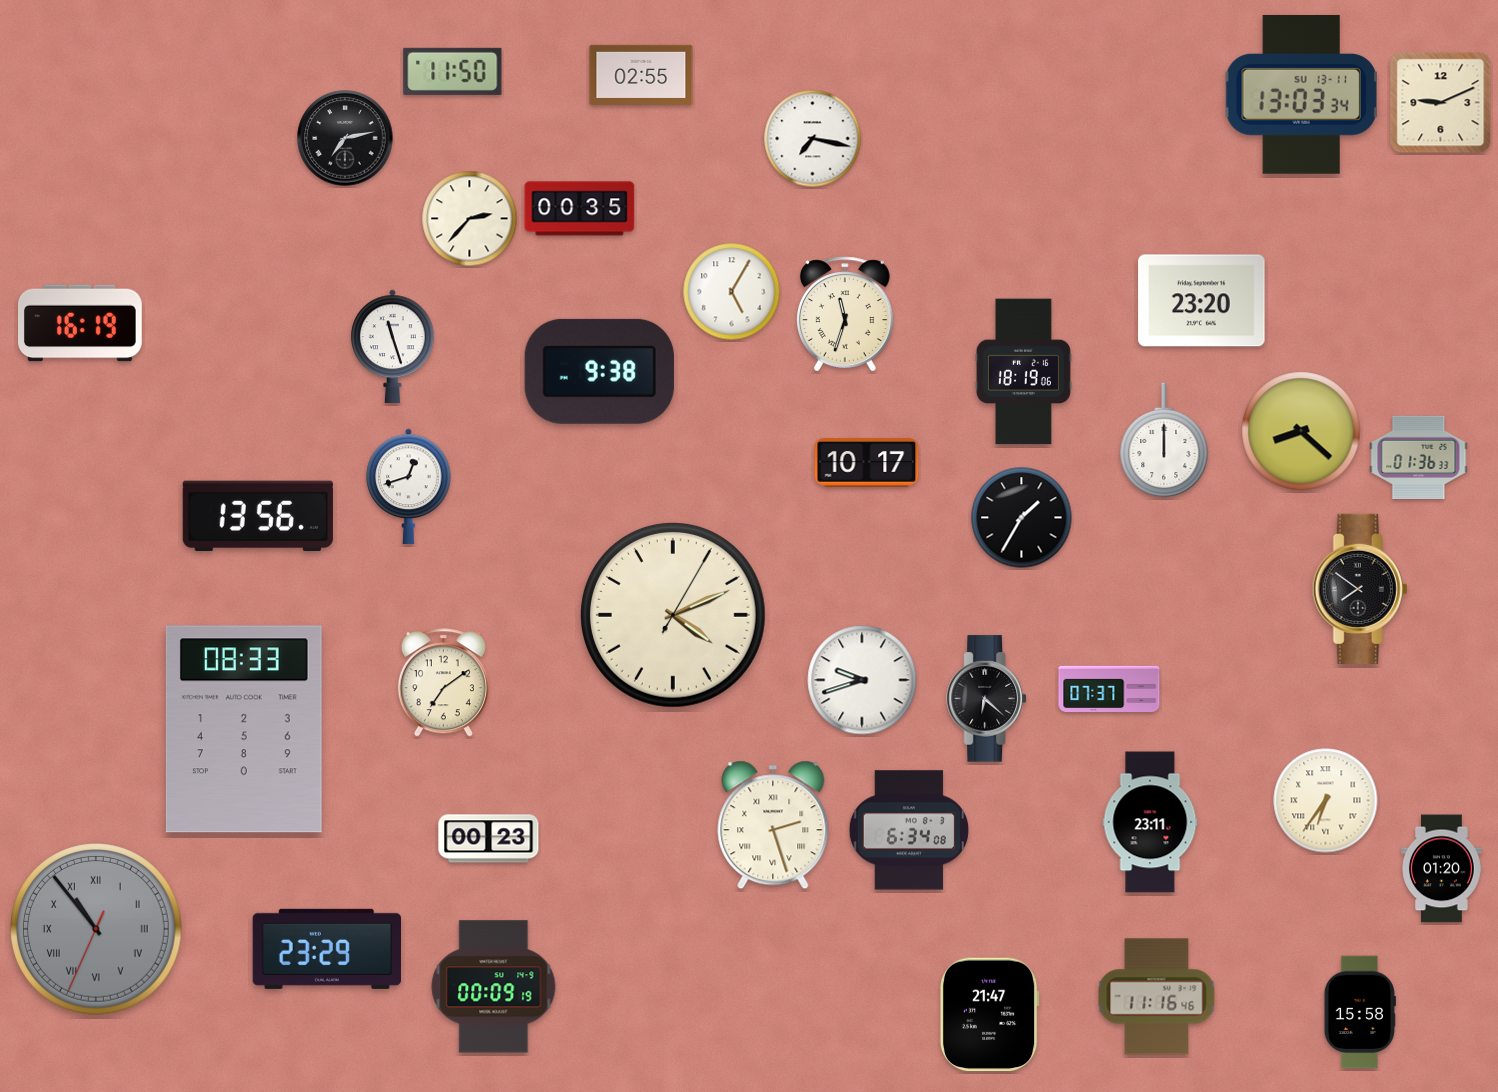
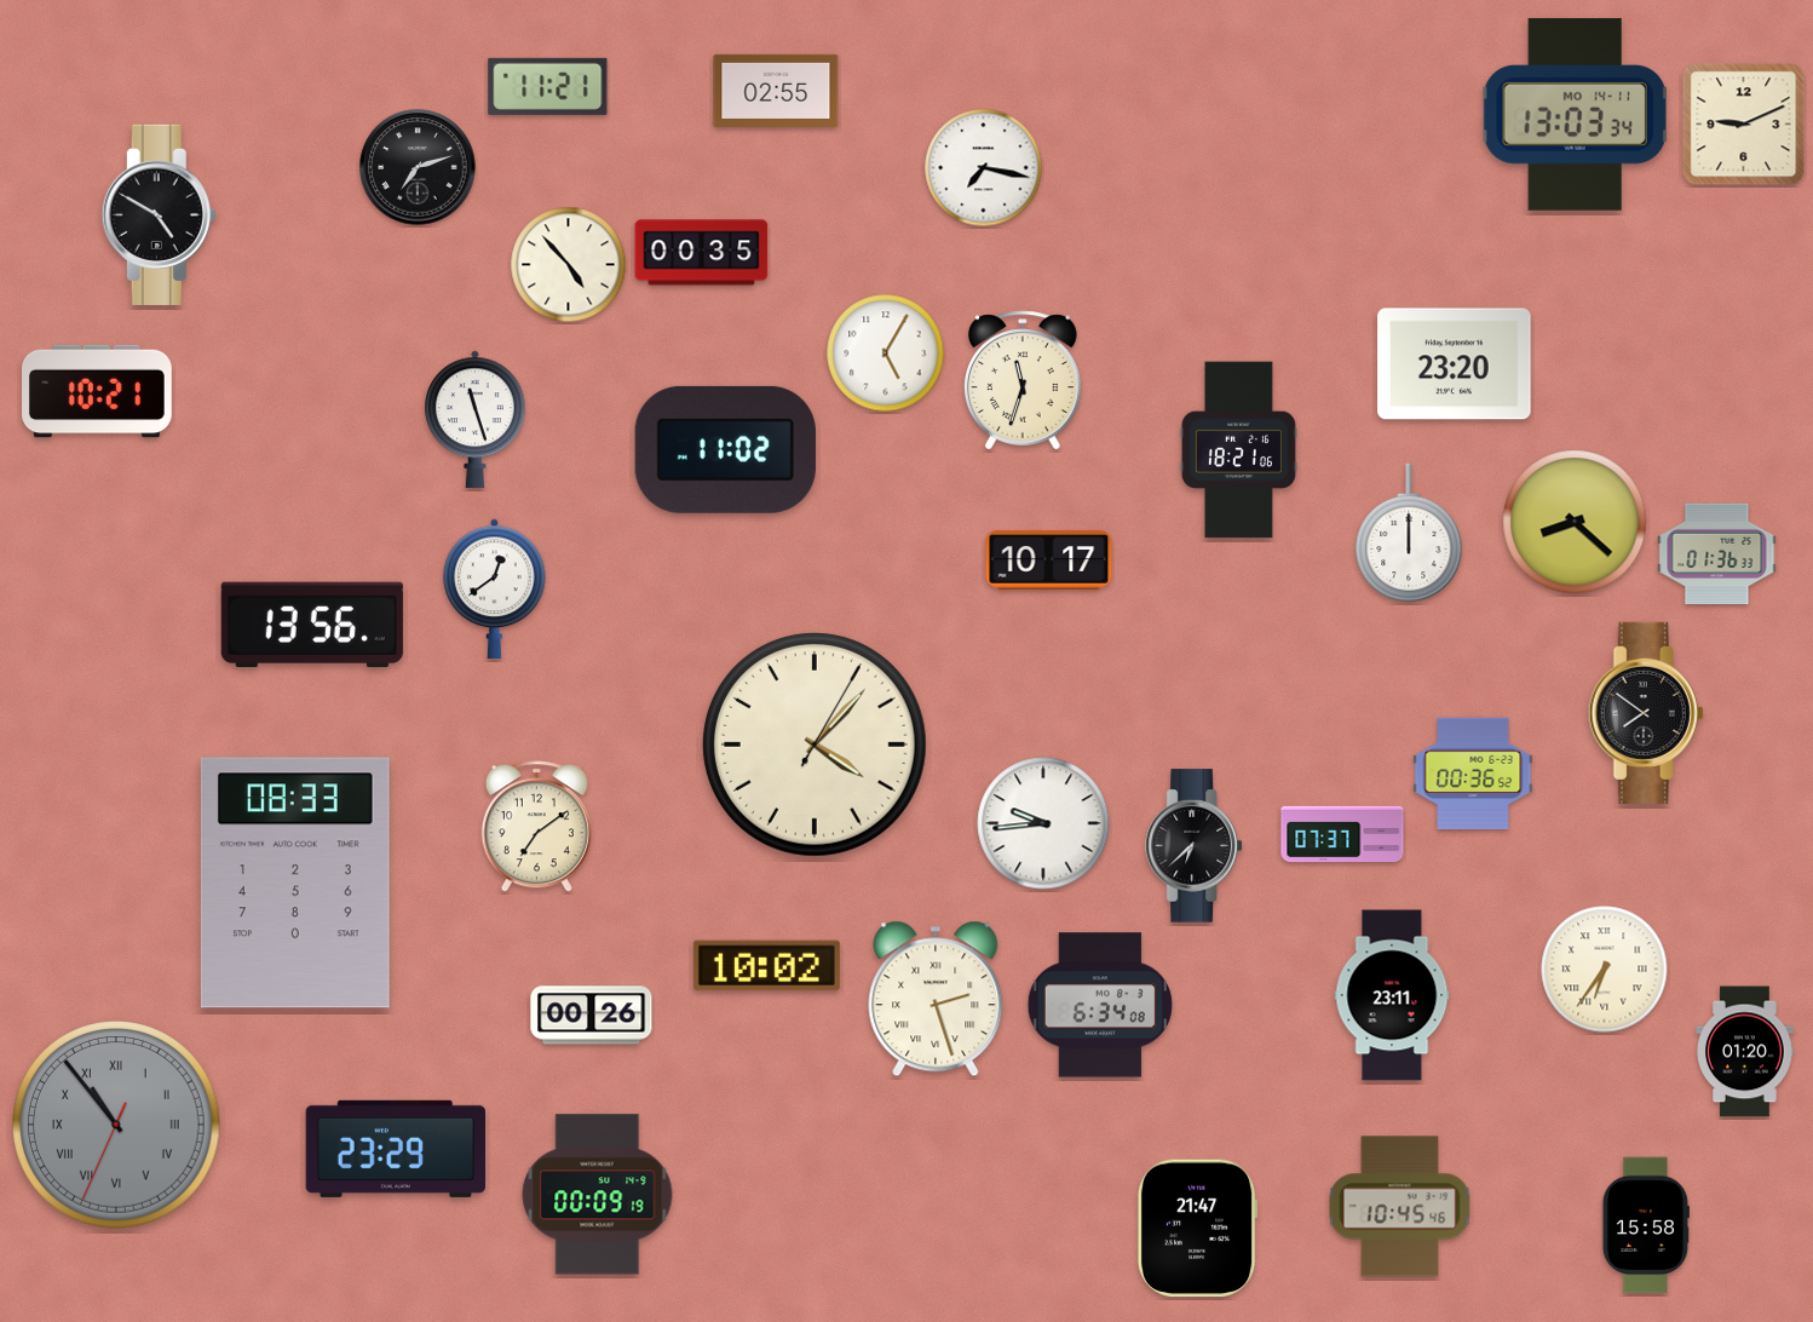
clock at (453, 71): 11:50 -> 11:21
clock at (1302, 95) date: SU 13-11 -> MO 14-11
clock at (345, 138): 7:13 -> 7:12
clock at (159, 214): none -> 4:50
clock at (470, 219): 2:37 -> 4:53
clock at (81, 323): 16:19 -> 10:21
clock at (599, 371): 9:38 -> 11:02
clock at (1023, 372): 18:19 -> 18:21
clock at (409, 486): 12:42 -> 12:39
clock at (1022, 518): 1:35 -> none
clock at (673, 615): 4:11 -> 4:07
clock at (1473, 772): none -> 00:36
clock at (862, 680): 9:42 -> 9:44
clock at (986, 699): 6:22 -> 6:38
clock at (766, 966): none -> 10:02
clock at (489, 839): 00:23 -> 00:26
clock at (1157, 997): 11:16 -> 10:45
